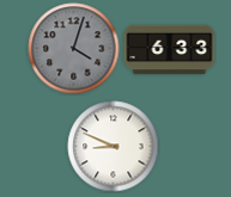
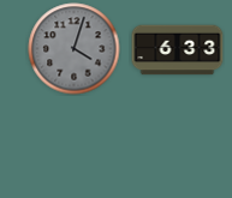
clock at (170, 50) position: (170, 50) -> (178, 50)
clock at (114, 147): 8:49 -> none
